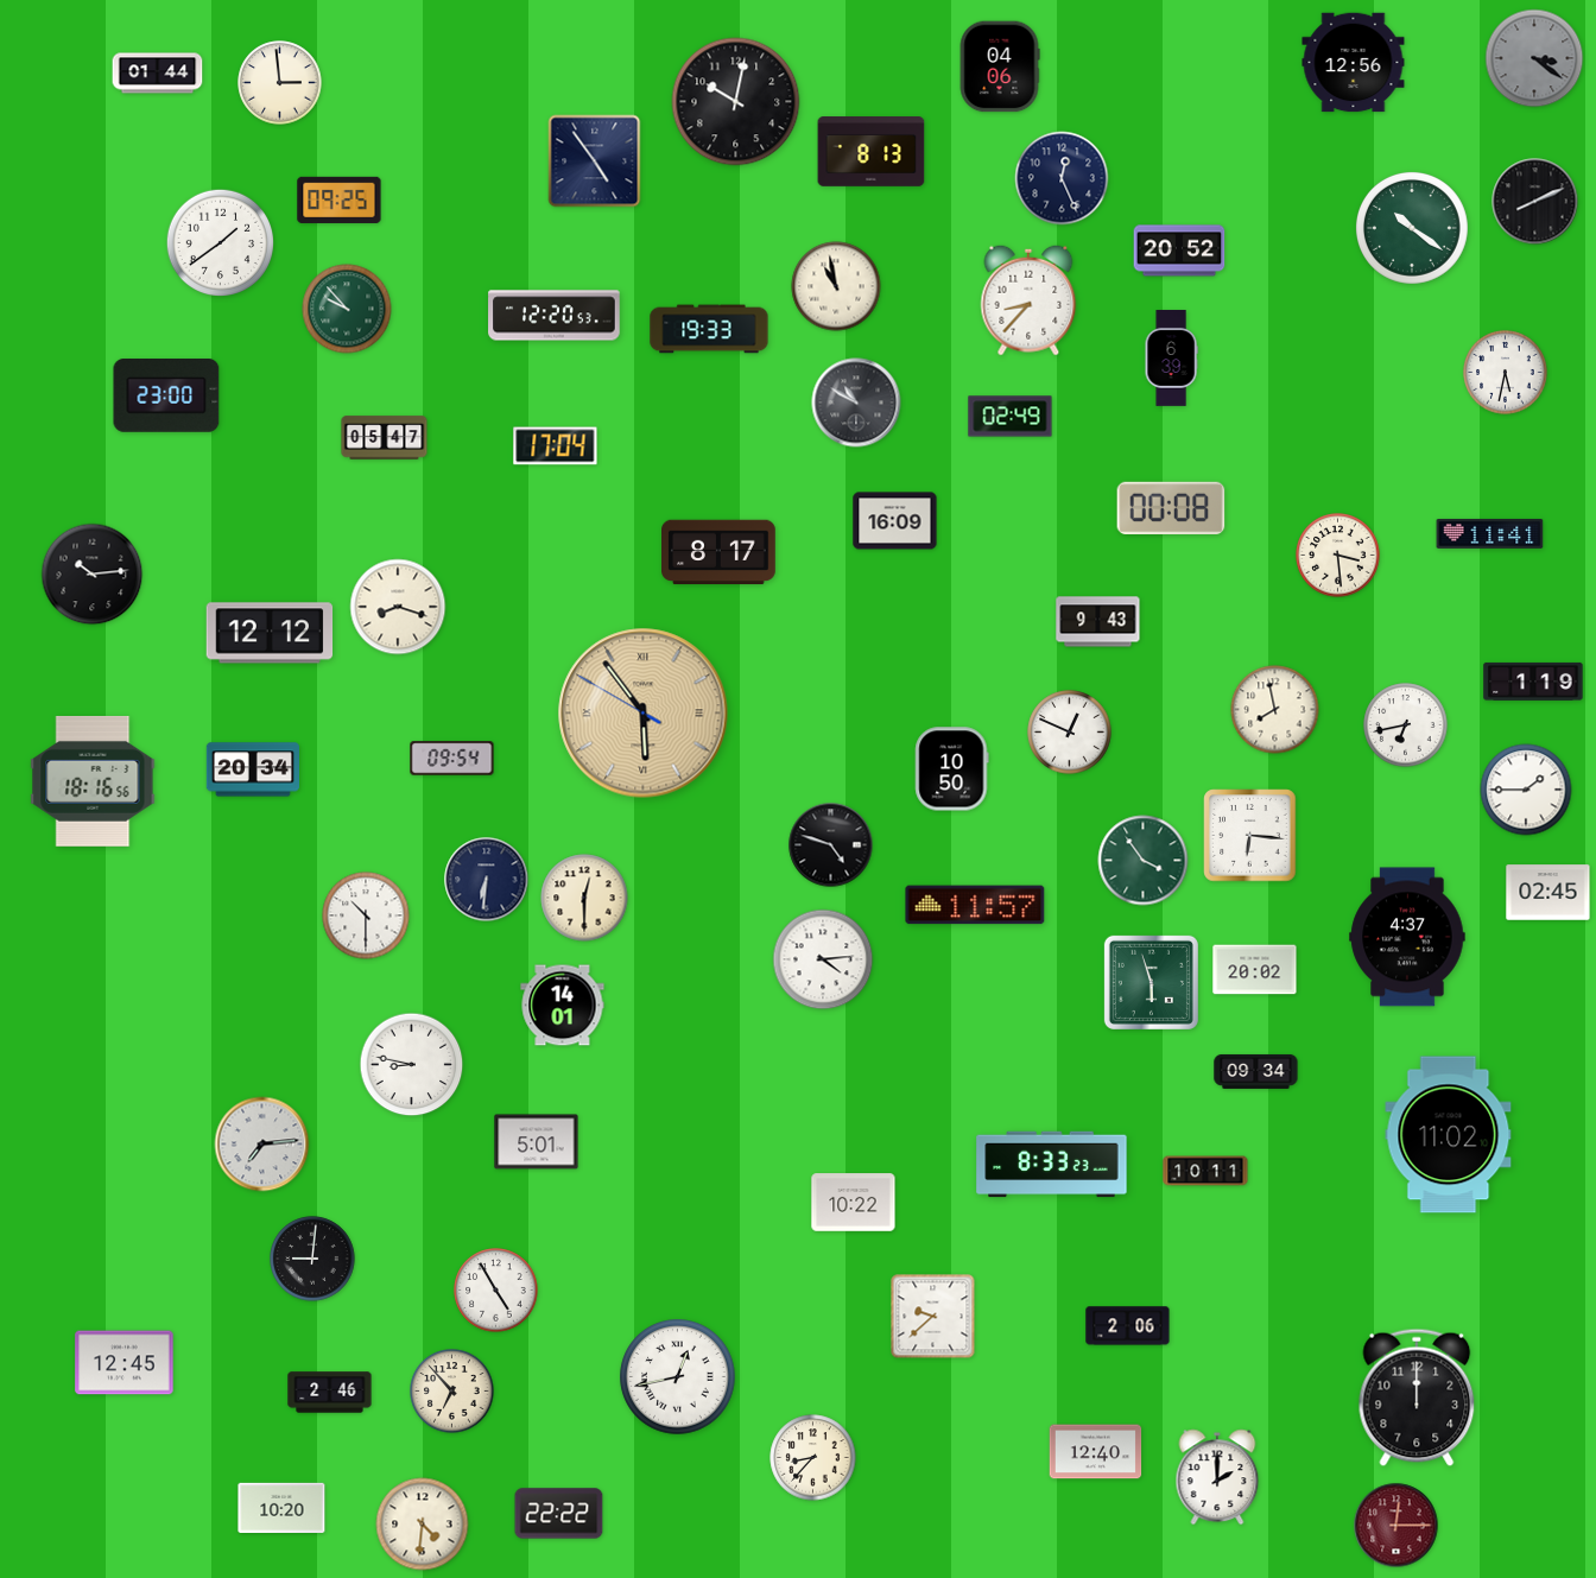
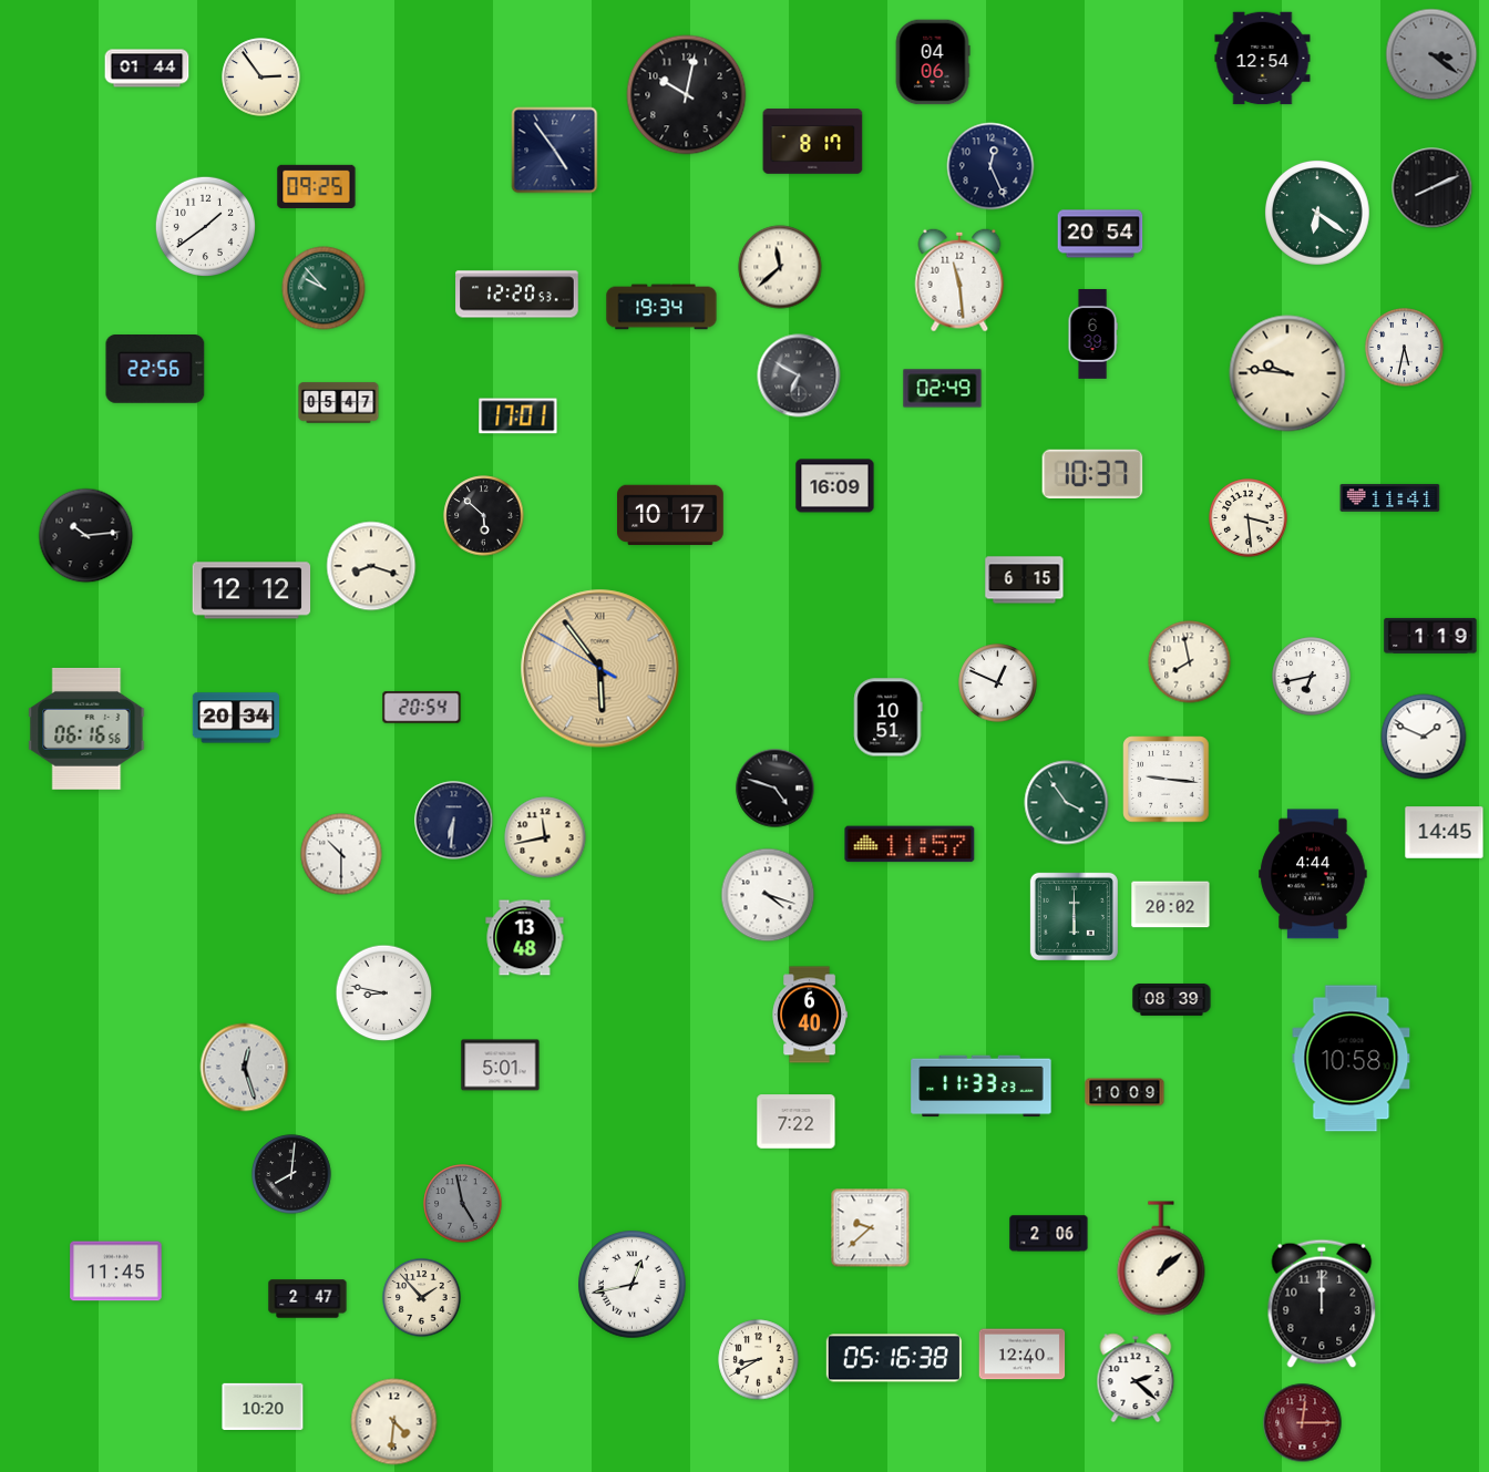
clock at (1354, 63): 12:56 -> 12:54
clock at (280, 83): 2:59 -> 2:54
clock at (872, 152): 8:13 -> 8:17
clock at (1412, 228): 10:21 -> 6:21
clock at (1179, 251): 20:52 -> 20:54
clock at (836, 286): 10:58 -> 11:38
clock at (1028, 300): 8:37 -> 11:29
clock at (709, 329): 19:33 -> 19:34
clock at (166, 397): 23:00 -> 22:56
clock at (1287, 373): none -> 9:46
clock at (856, 403): 10:50 -> 6:50
clock at (385, 438) position: (385, 438) -> (339, 403)
clock at (556, 446): 17:04 -> 17:01
clock at (1171, 507): 00:08 -> 10:37
clock at (720, 552): 8:17 -> 10:17
clock at (484, 516): none -> 5:52
clock at (1098, 622): 9:43 -> 6:15
clock at (644, 714) position: (644, 714) -> (600, 669)
clock at (452, 759): 09:54 -> 20:54
clock at (952, 769): 10:50 -> 10:51
clock at (93, 781): 18:16 -> 06:16
clock at (1526, 790): 1:45 -> 1:49
clock at (1250, 836): 6:16 -> 9:16
clock at (1548, 893): 02:45 -> 14:45
clock at (584, 898): 12:30 -> 11:43
clock at (1407, 937): 4:37 -> 4:44
clock at (823, 959): 4:14 -> 4:18
clock at (1151, 982): 5:57 -> 6:00
clock at (563, 1006): 14:01 -> 13:48
clock at (1256, 1072): 09:34 -> 08:39
clock at (810, 1015): none -> 6:40
clock at (1449, 1135): 11:02 -> 10:58
clock at (262, 1145): 7:14 -> 12:27
clock at (1052, 1165): 8:33 -> 11:33
clock at (1205, 1171): 10:11 -> 10:09
clock at (854, 1203): 10:22 -> 7:22
clock at (312, 1259): 9:01 -> 8:01
clock at (496, 1291): 4:55 -> 4:58
clock at (496, 1291) dial: white -> grey
clock at (1128, 1326) position: (1128, 1326) -> (1049, 1234)
clock at (1161, 1258): none -> 1:08
clock at (125, 1363): 12:45 -> 11:45
clock at (452, 1392): 6:53 -> 1:53
clock at (330, 1393): 2:46 -> 2:47
clock at (894, 1358): none -> 05:16
clock at (813, 1458): 8:37 -> 8:40
clock at (1217, 1477): 2:00 -> 2:22
clock at (559, 1514): 22:22 -> none
